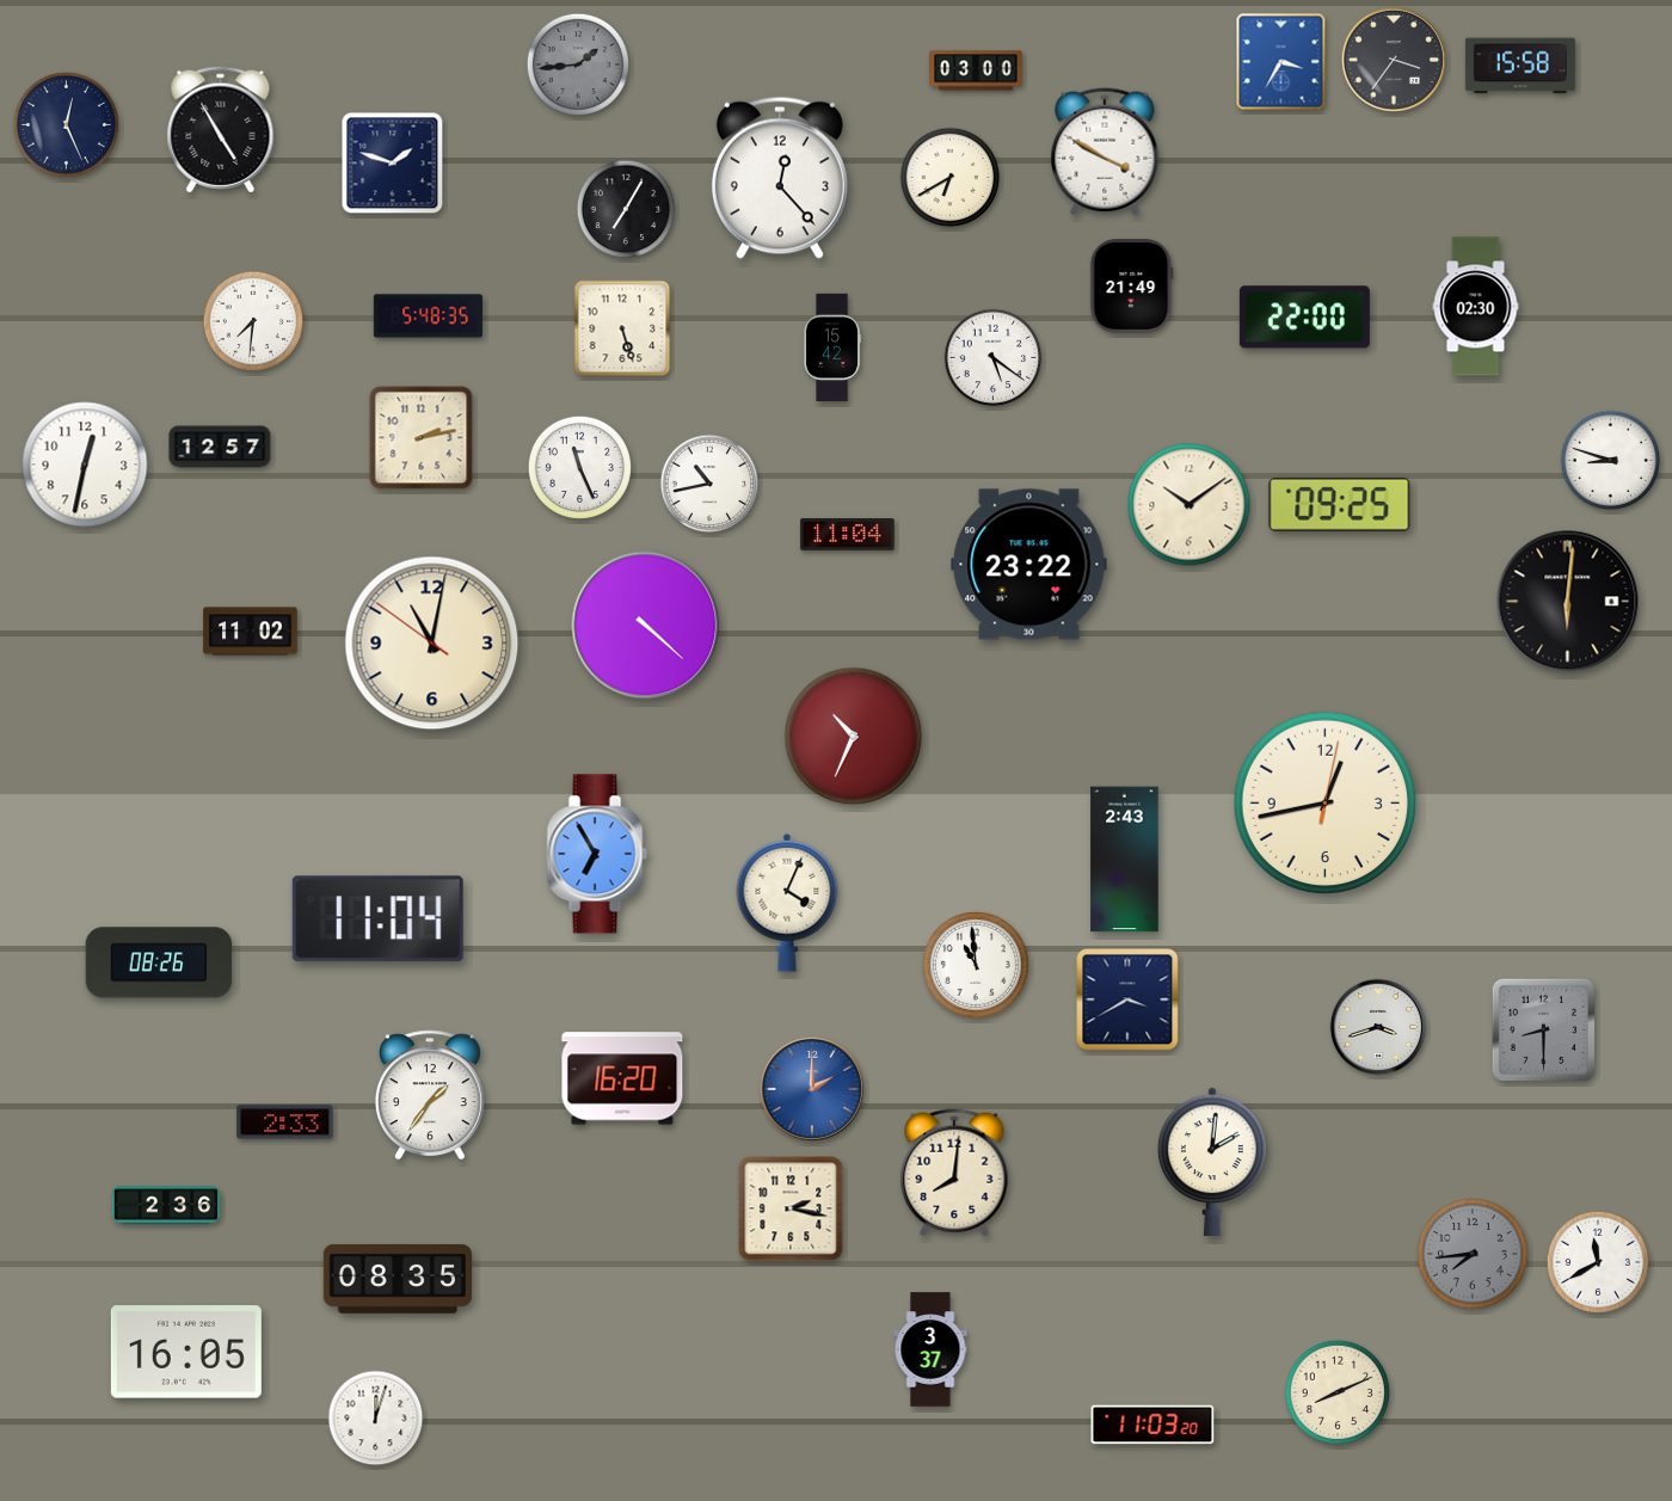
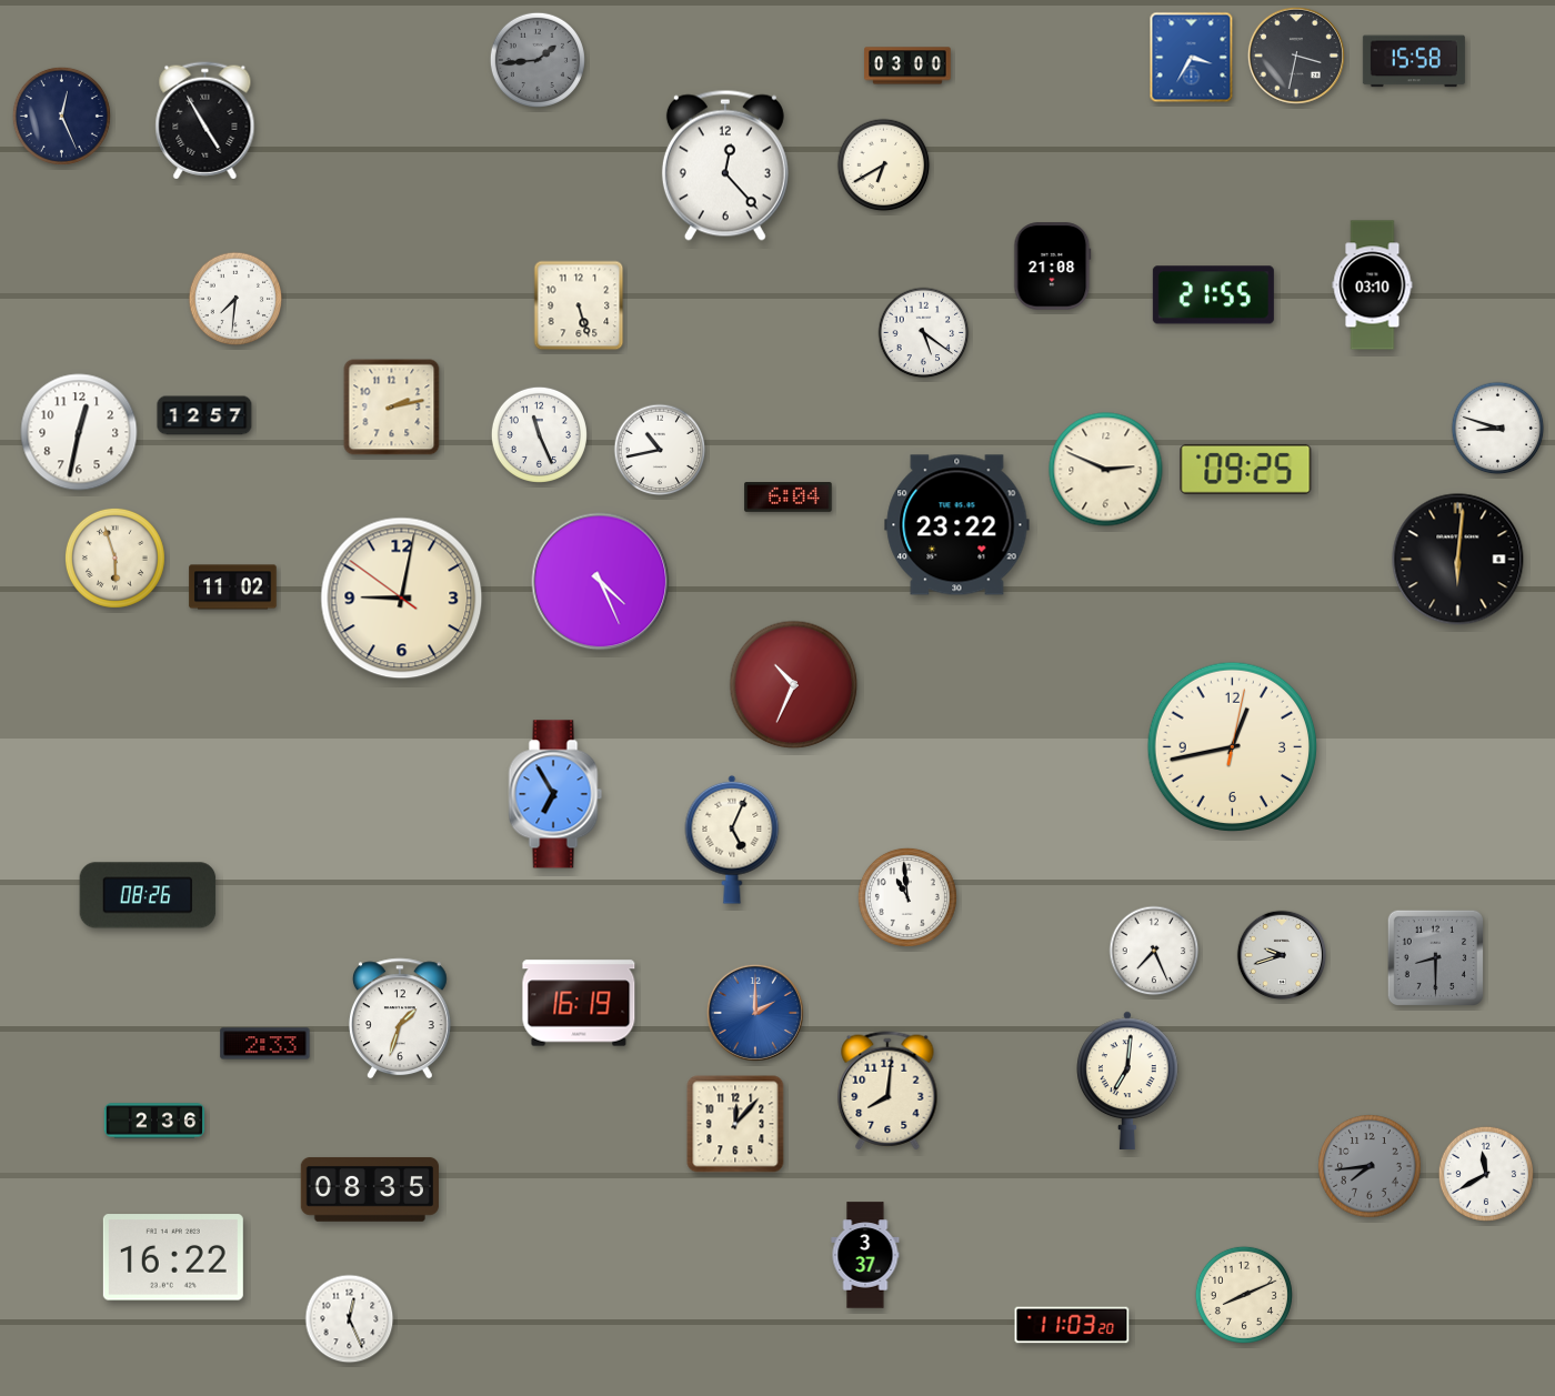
clock at (1394, 60): 3:36 -> 3:32
clock at (1105, 152): 3:50 -> none
clock at (393, 164): 1:48 -> none
clock at (626, 209): 7:05 -> none
clock at (1132, 287): 21:49 -> 21:08
clock at (1476, 307): 02:30 -> 03:10
clock at (428, 316): 5:48 -> none
clock at (1304, 318): 22:00 -> 21:55
clock at (834, 347): 15:42 -> none
clock at (1190, 505): 10:09 -> 2:49
clock at (848, 535): 11:04 -> 6:04
clock at (114, 558): none -> 5:57
clock at (646, 626): 4:22 -> 4:26
clock at (432, 644): 11:01 -> 9:01
clock at (1125, 860): 2:43 -> none
clock at (787, 903): 4:04 -> 5:04
clock at (377, 919): 11:04 -> none
clock at (1127, 999): 3:40 -> none
clock at (1154, 951): none -> 7:26
clock at (1378, 1027): 3:42 -> 9:42
clock at (622, 1078): 16:20 -> 16:19
clock at (430, 1095): 1:36 -> 1:33
clock at (1213, 1162): 2:01 -> 7:01
clock at (791, 1208): 2:17 -> 12:07
clock at (186, 1352): 16:05 -> 16:22
clock at (376, 1419): 12:03 -> 12:26
